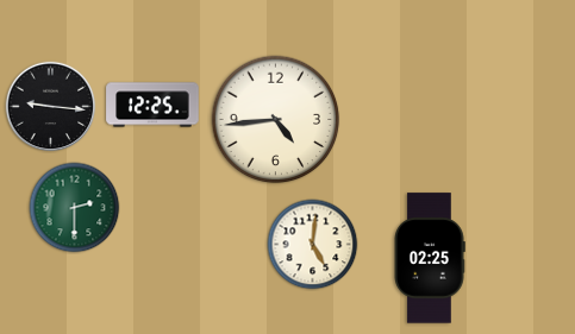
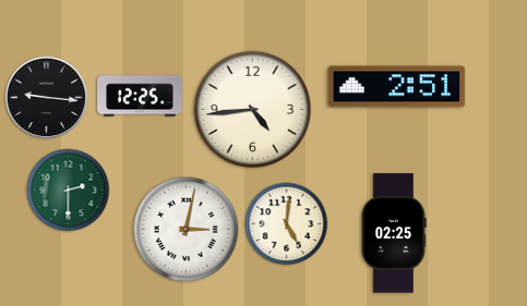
clock at (397, 87): none -> 2:51
clock at (187, 230): none -> 3:02
clock at (430, 258) position: (430, 258) -> (394, 233)
